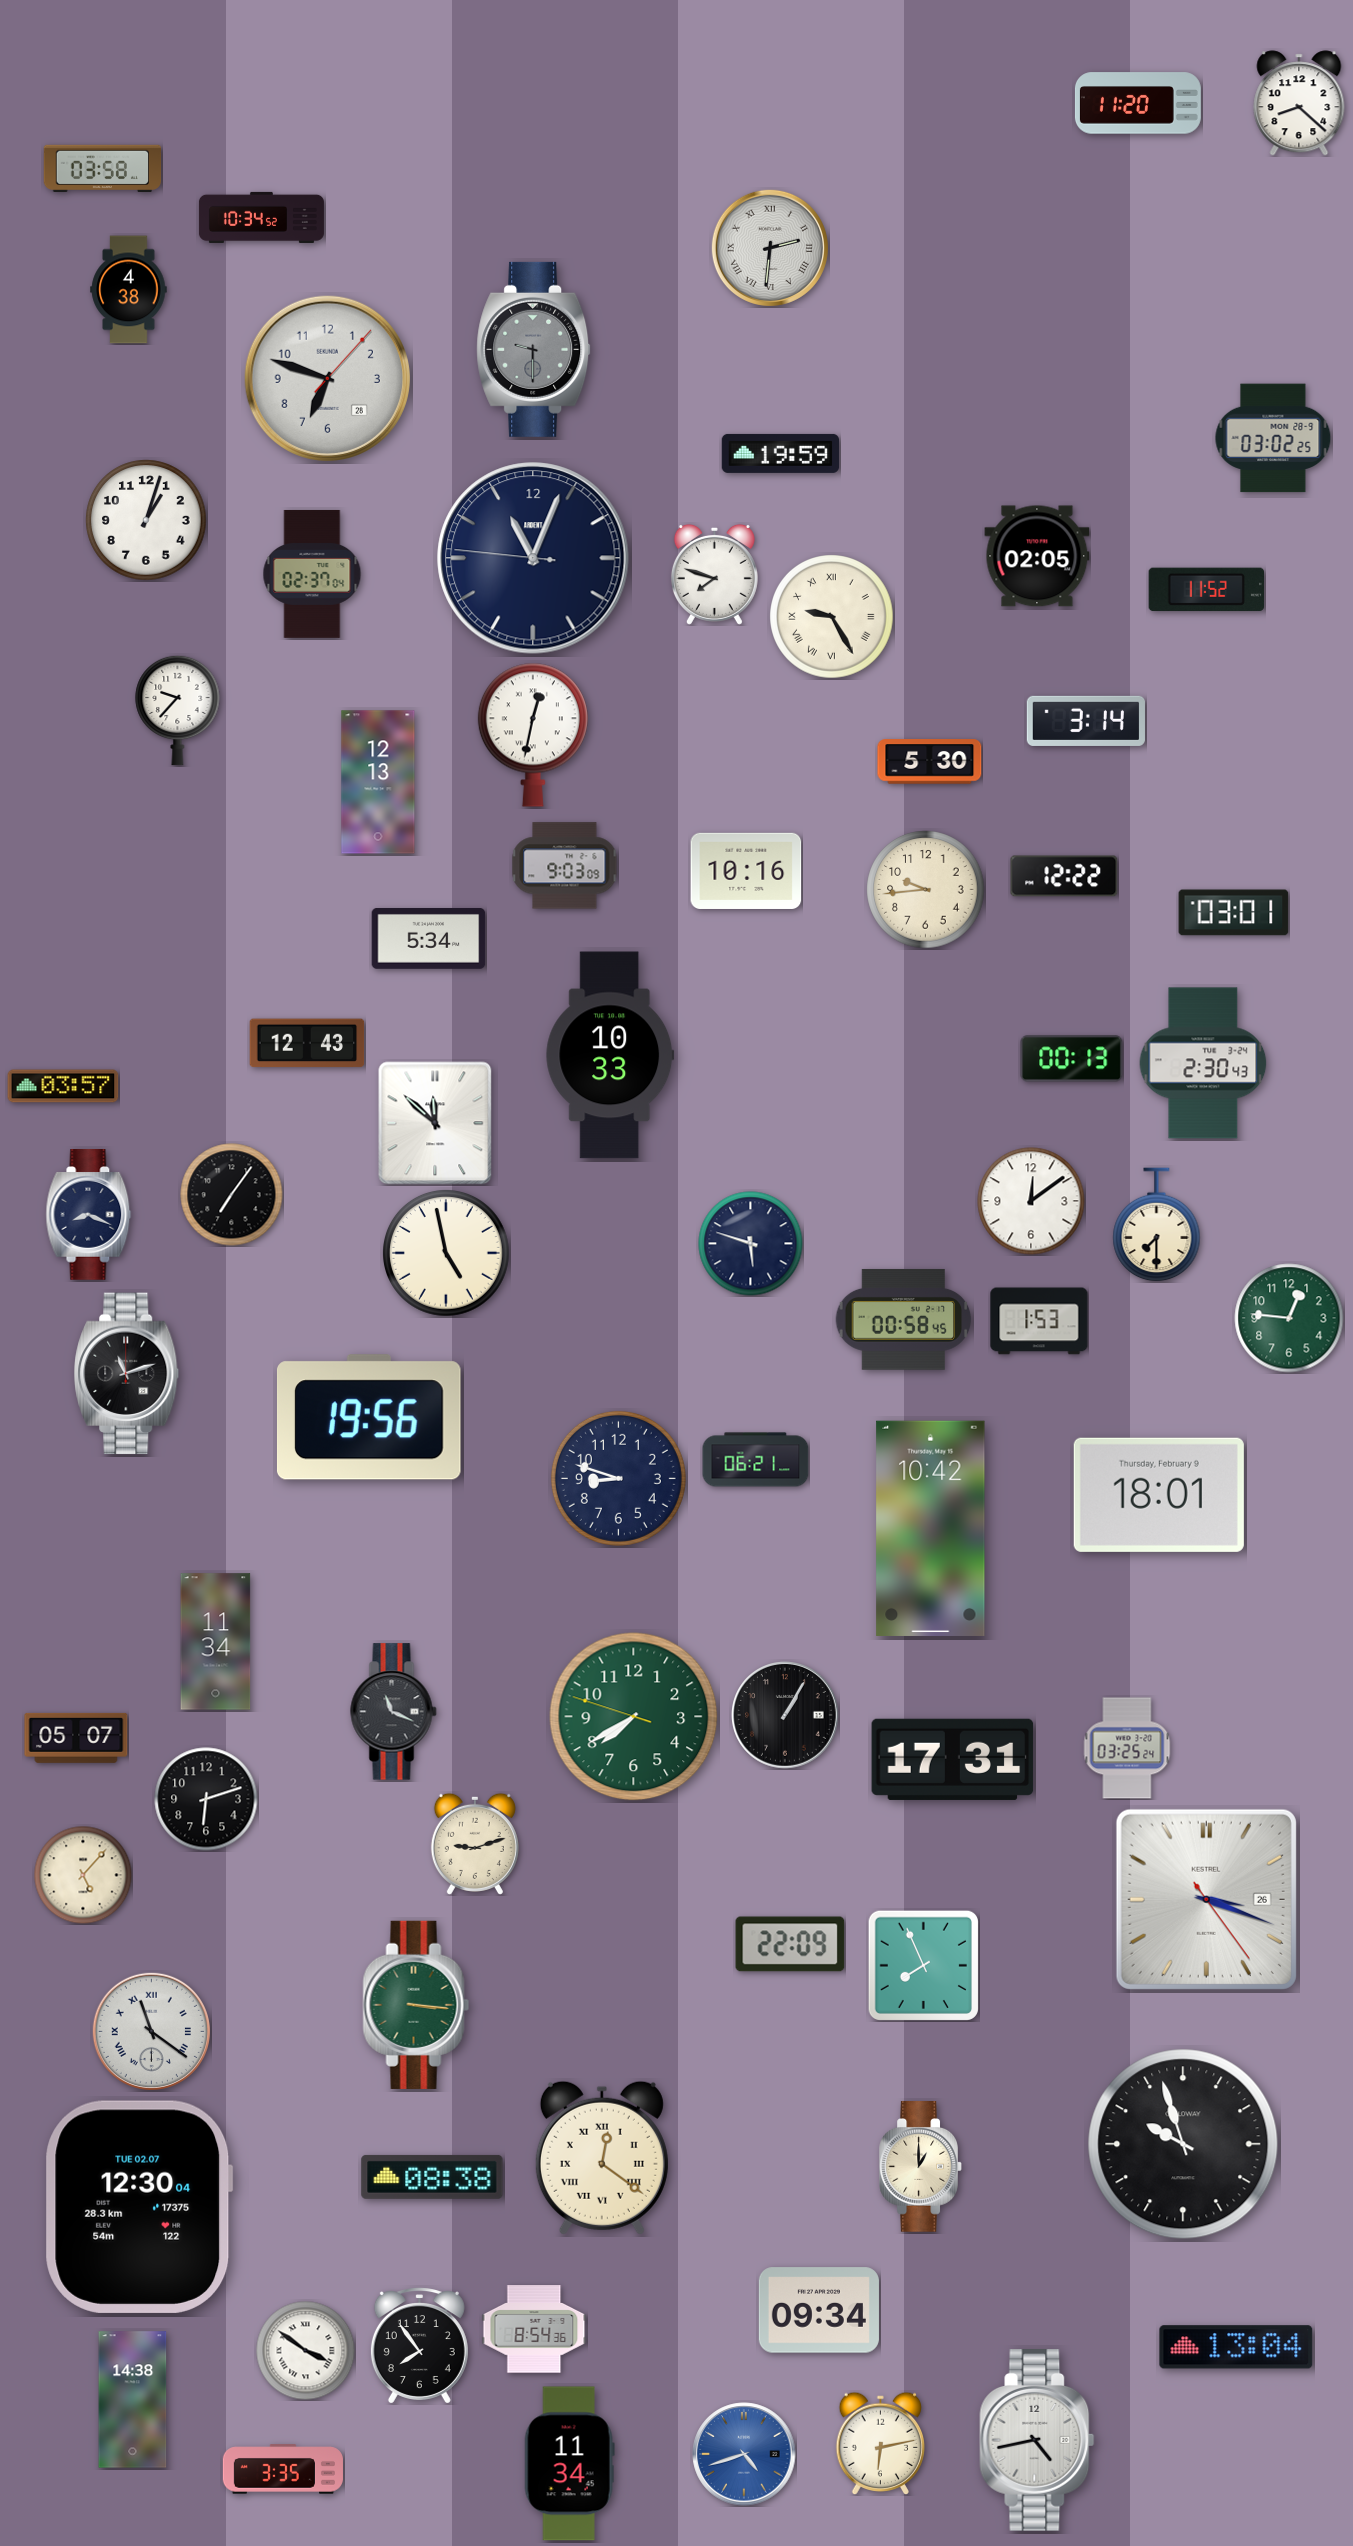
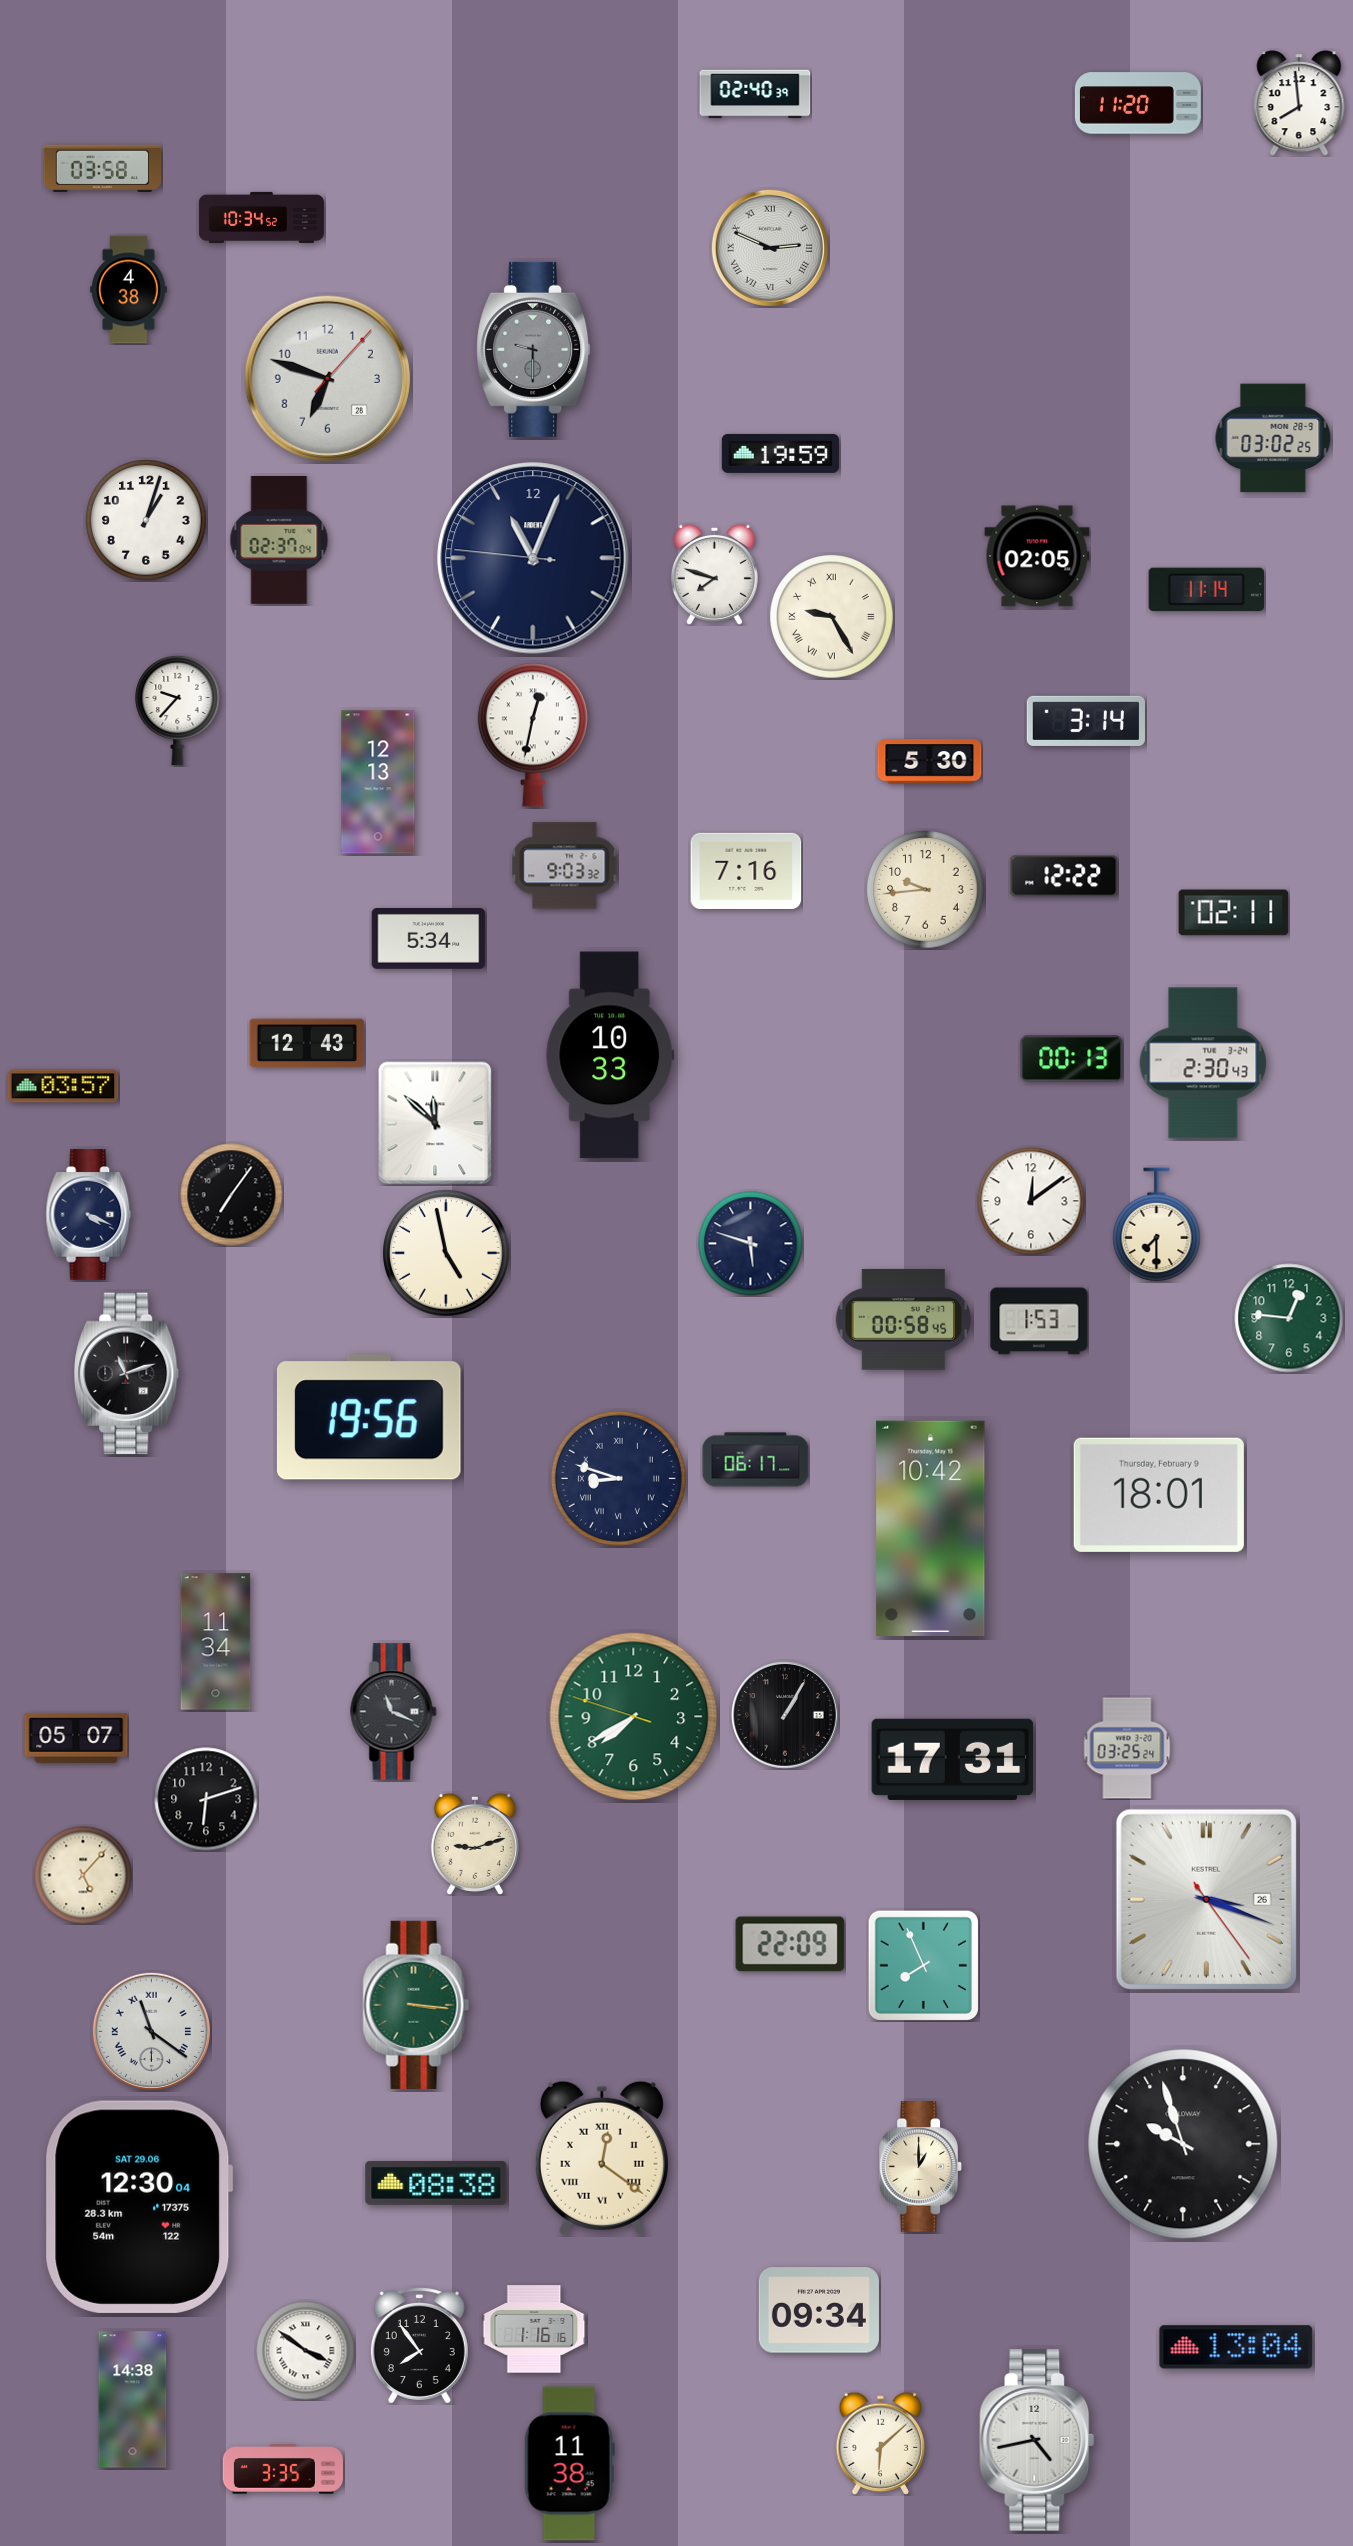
clock at (755, 94): none -> 02:40
clock at (1299, 103): 8:22 -> 7:59
clock at (770, 248): 2:31 -> 2:49
clock at (312, 574) position: (312, 574) -> (279, 540)
clock at (1206, 590): 11:52 -> 11:14
clock at (565, 866): 9:03:09 -> 9:03:32
clock at (746, 871): 10:16 -> 7:16
clock at (1234, 913): 03:01 -> 02:11
clock at (89, 1215): 8:19 -> 4:19
clock at (756, 1460): 06:21 -> 06:17
clock at (618, 1478) numerals: Arabic -> Roman
clock at (432, 2177) position: (432, 2177) -> (436, 2183)
clock at (139, 2207) date: TUE 02.07 -> SAT 29.06
clock at (534, 2329): 8:54 -> 1:16
clock at (880, 2443): 6:13 -> 6:08
clock at (744, 2454): 4:42 -> none
clock at (569, 2464): 11:34 -> 11:38
